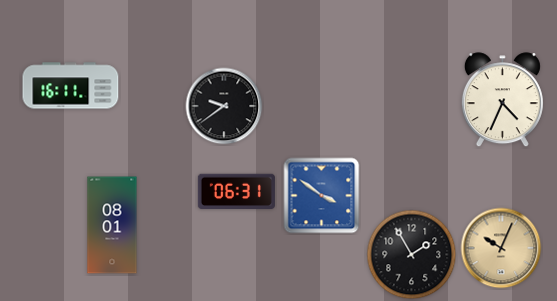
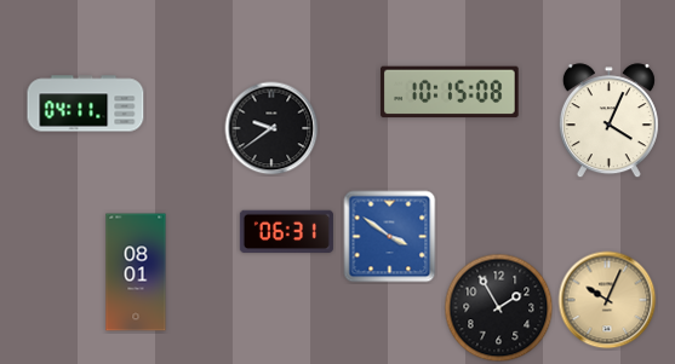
clock at (450, 92): none -> 10:15
clock at (71, 86): 16:11 -> 04:11
clock at (502, 100): 4:34 -> 4:04
